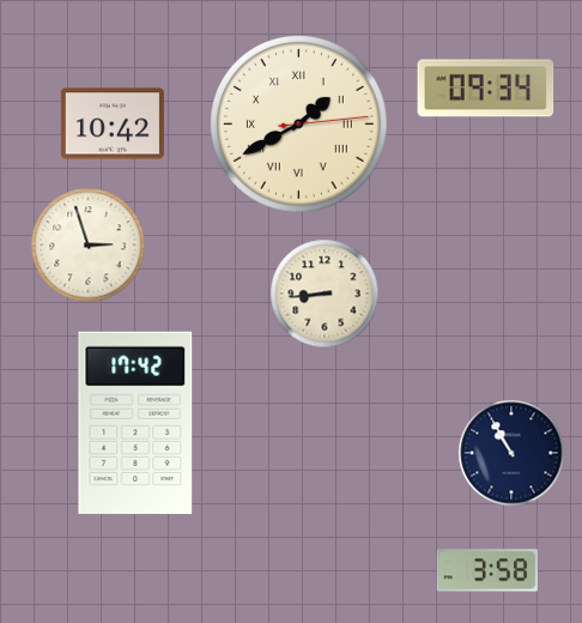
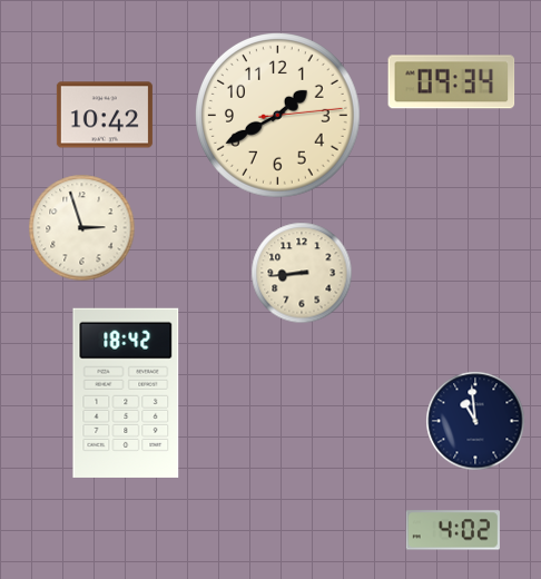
clock at (299, 125) numerals: Roman -> Arabic
clock at (135, 423): 17:42 -> 18:42
clock at (511, 453): 10:55 -> 10:59
clock at (487, 570): 3:58 -> 4:02
